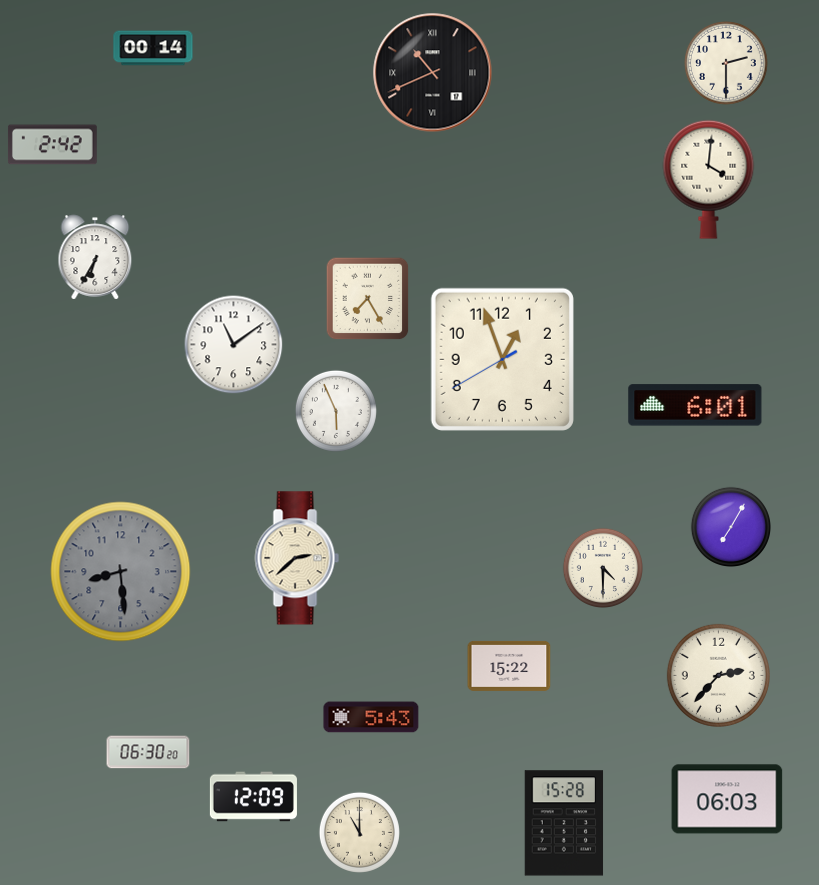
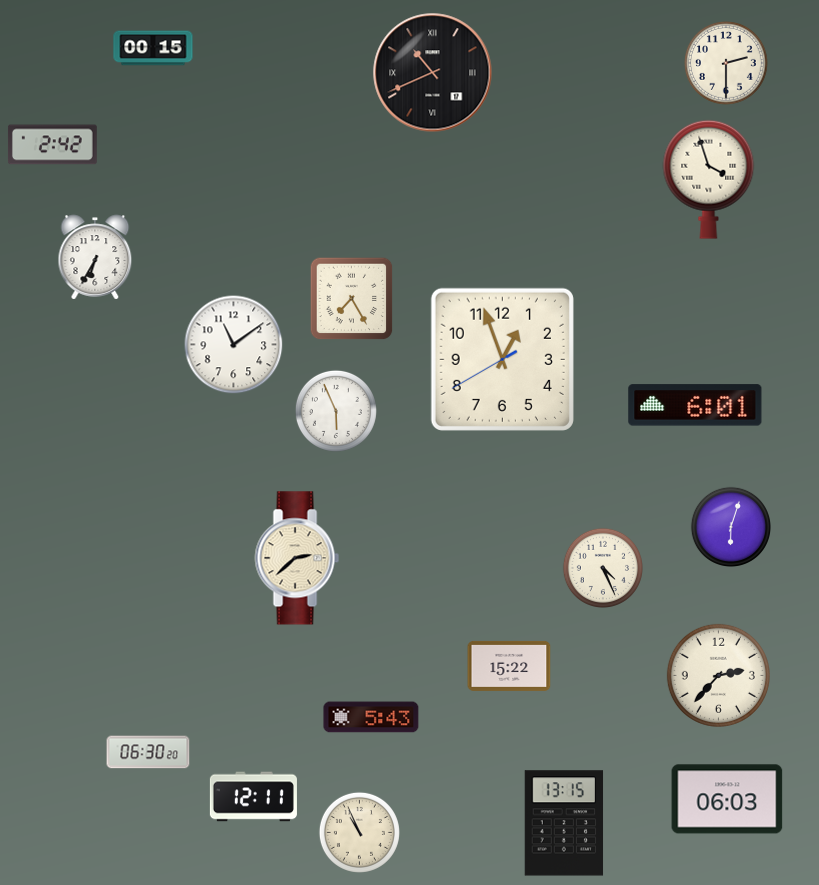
clock at (153, 48): 00:14 -> 00:15
clock at (709, 179): 4:01 -> 3:57
clock at (368, 299) position: (368, 299) -> (352, 299)
clock at (730, 526): 7:05 -> 6:03
clock at (602, 567): 4:30 -> 4:26
clock at (121, 572): 8:29 -> none
clock at (253, 797): 12:09 -> 12:11
clock at (564, 823): 15:28 -> 13:15
clock at (359, 832): 11:00 -> 10:56
